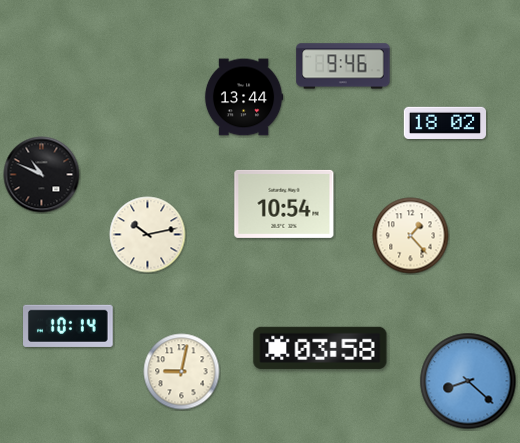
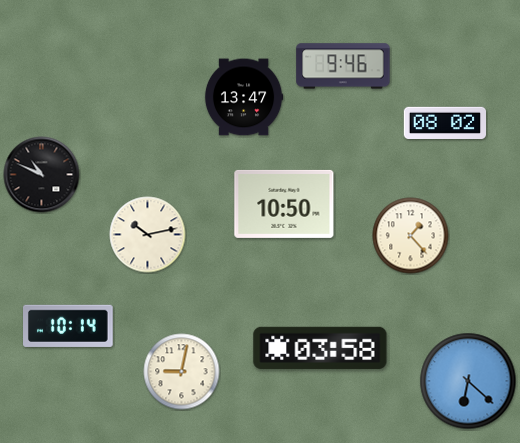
clock at (244, 97): 13:44 -> 13:47
clock at (444, 122): 18:02 -> 08:02
clock at (284, 204): 10:54 -> 10:50
clock at (468, 381): 8:22 -> 6:22
